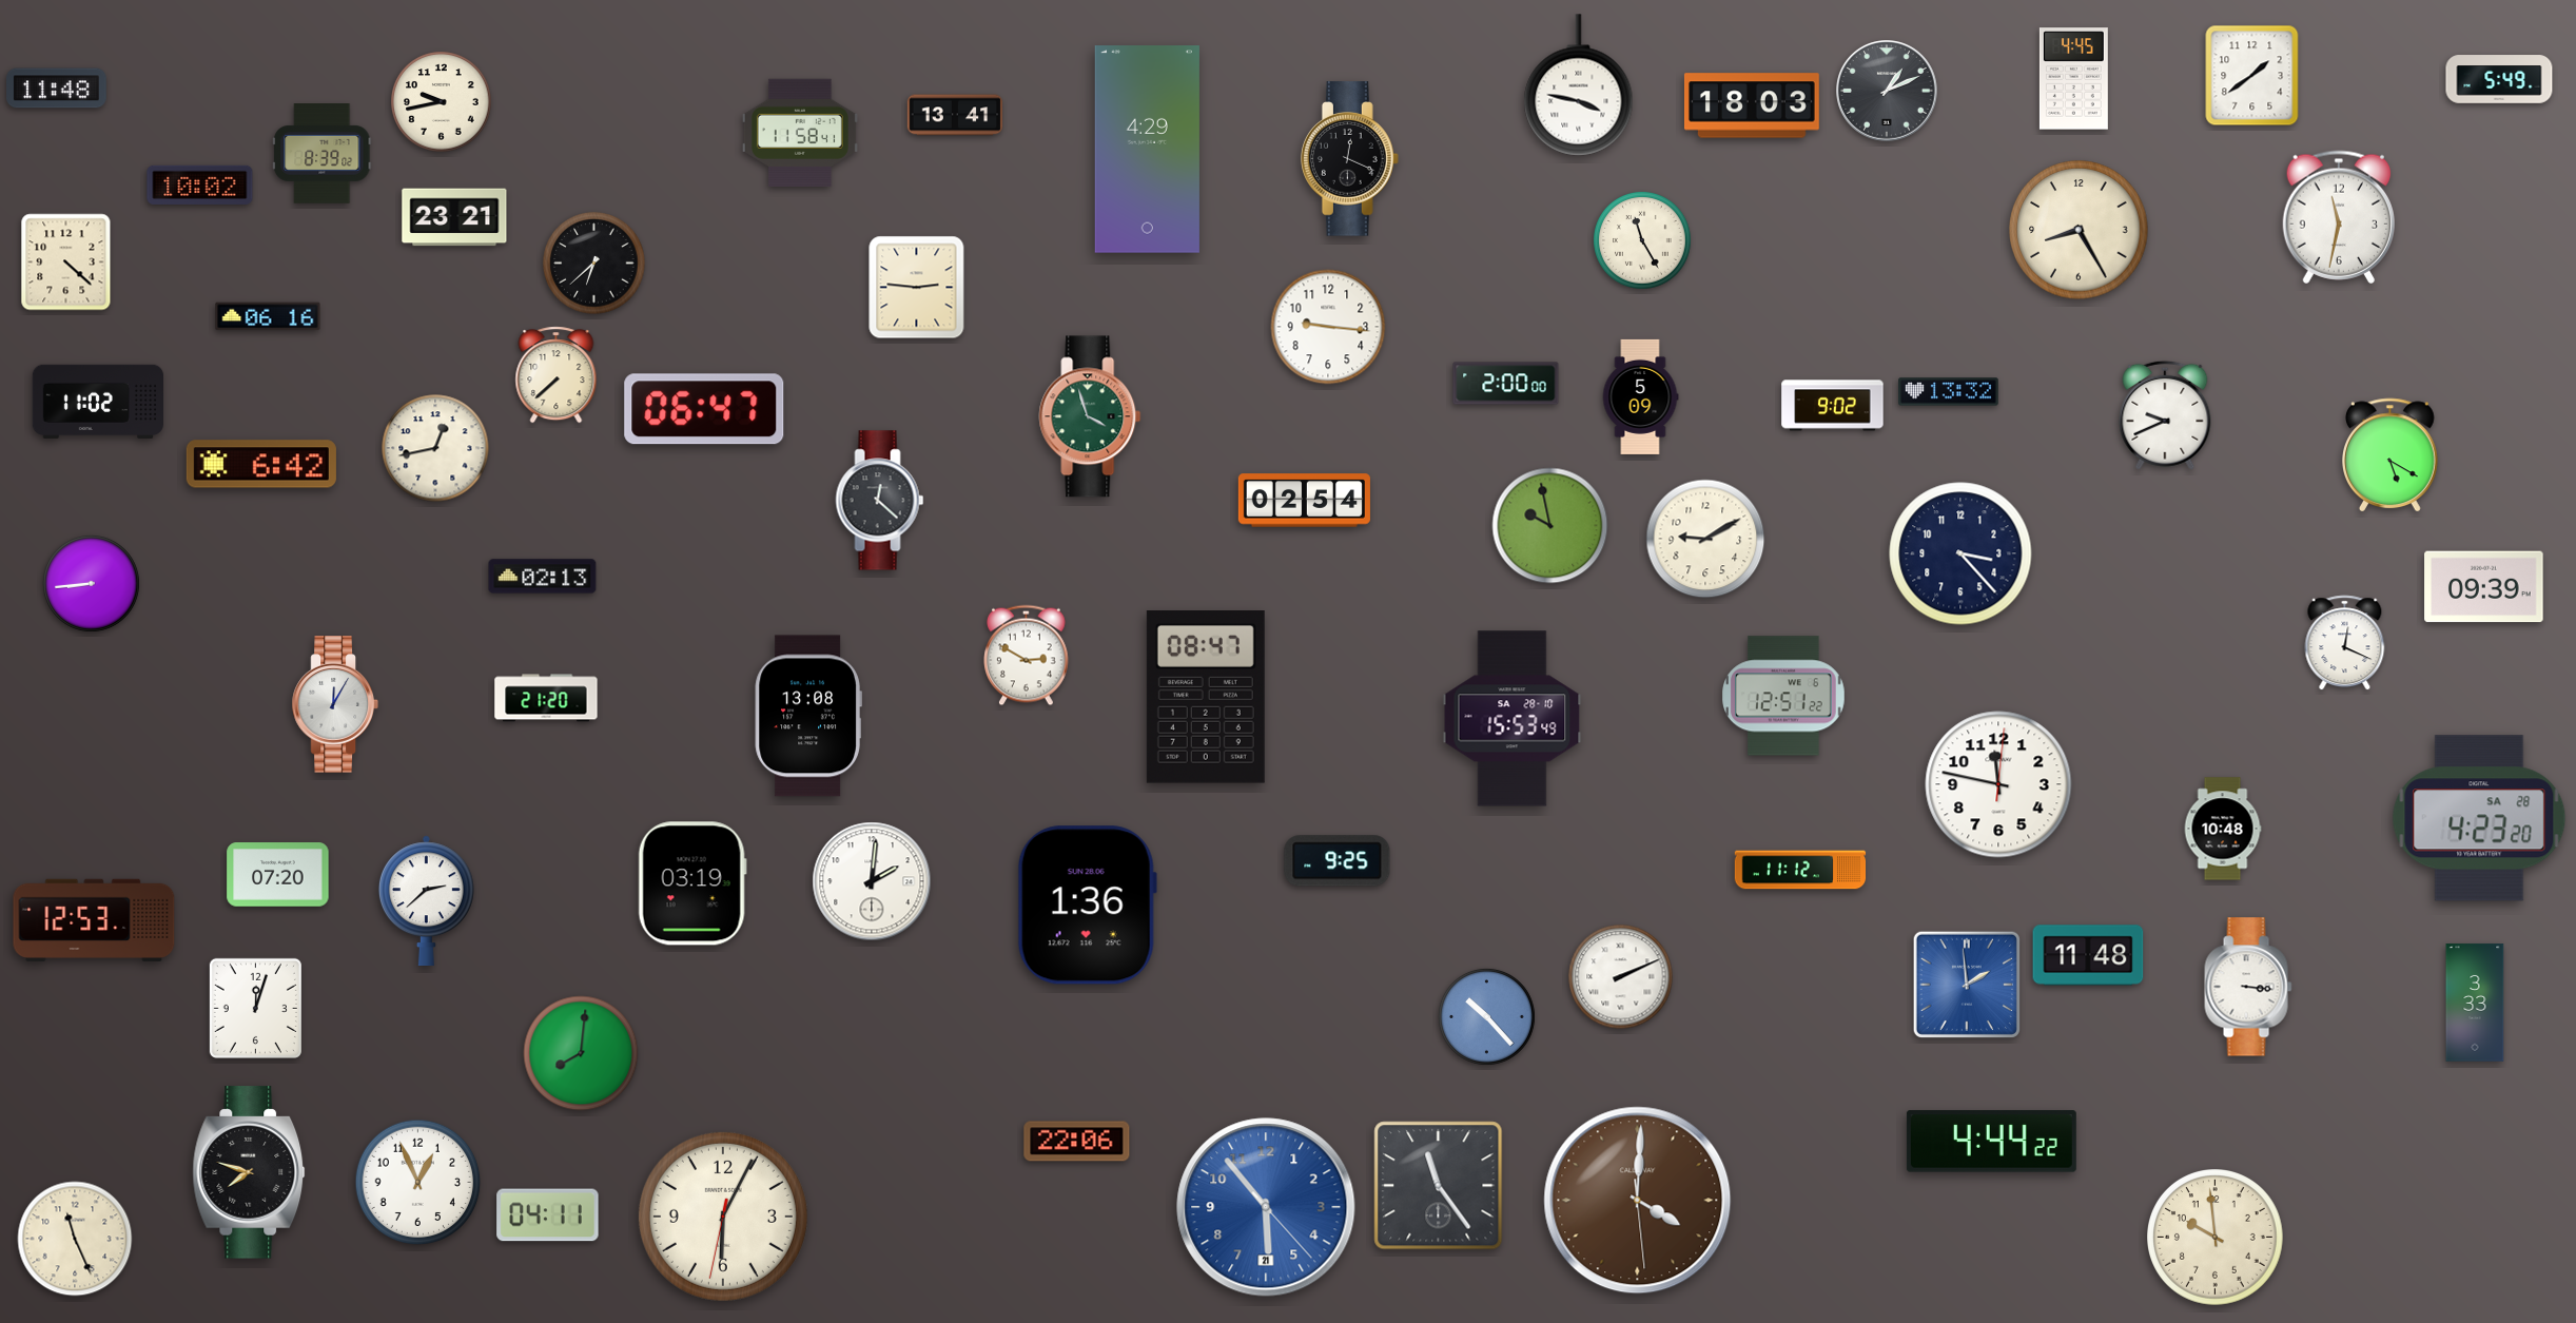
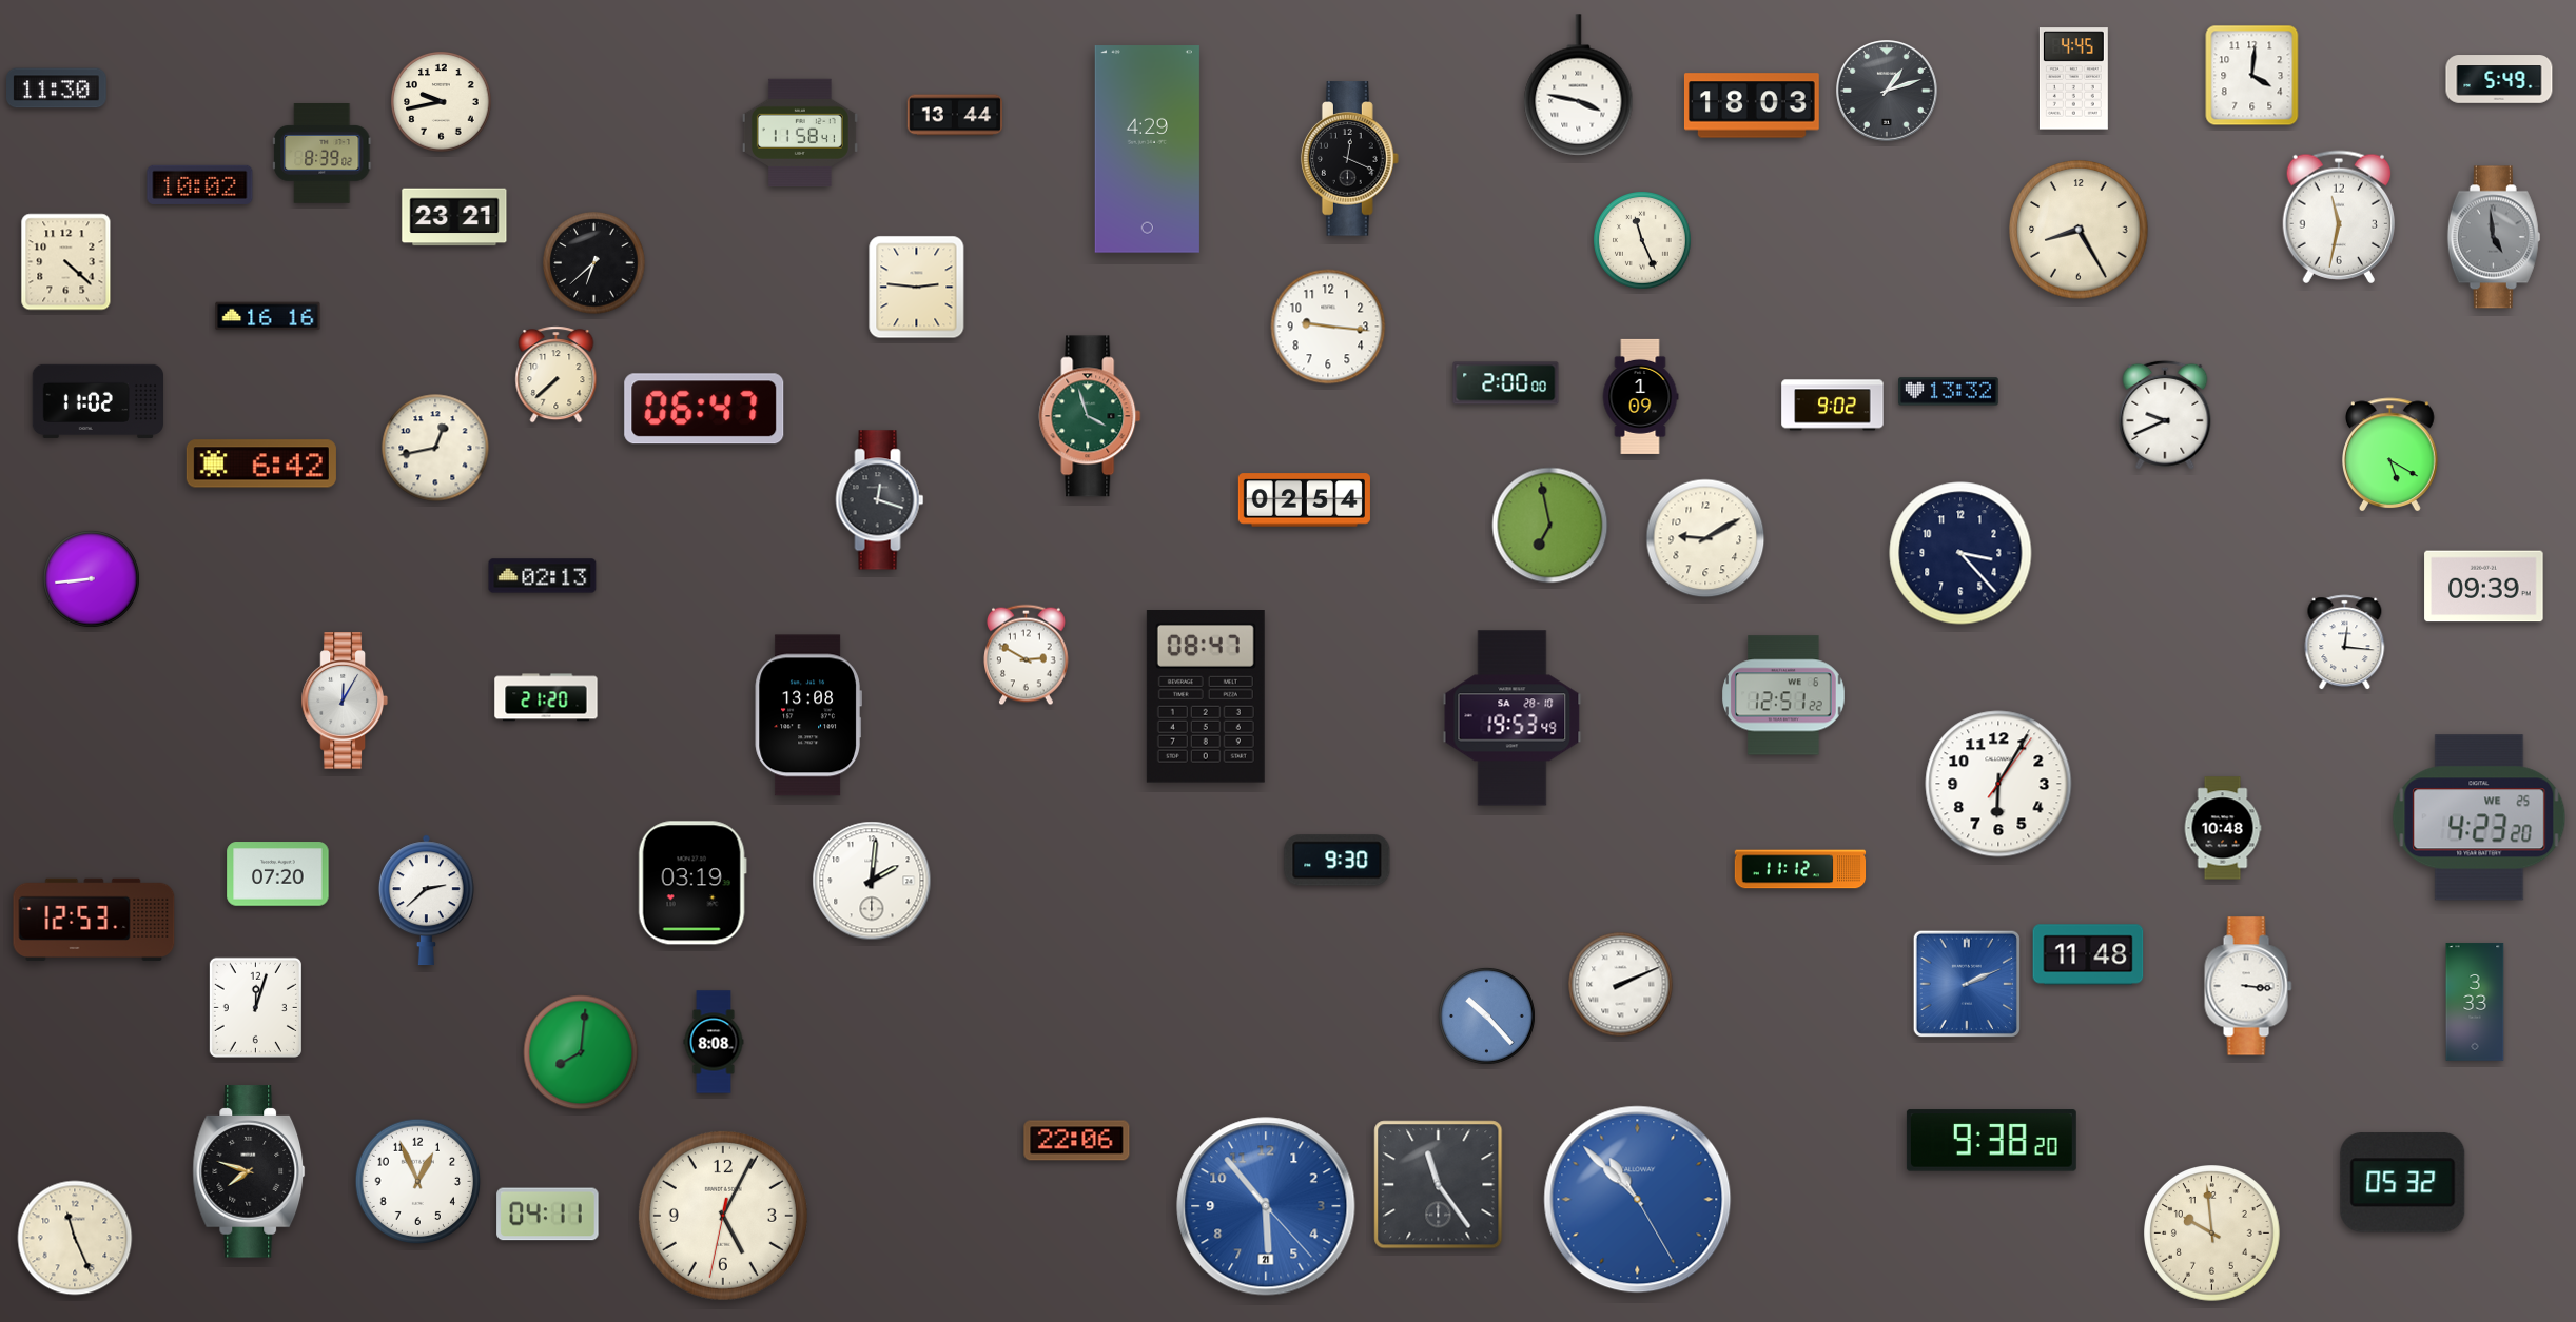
clock at (2252, 76): 1:39 -> 4:01
clock at (57, 89): 11:48 -> 11:30
clock at (1887, 91): 1:11 -> 1:12
clock at (955, 115): 13:41 -> 13:44
clock at (2494, 237): none -> 4:59
clock at (1643, 241): 11:25 -> 11:26
clock at (268, 316): 06:16 -> 16:16
clock at (1640, 396): 5:09 -> 1:09
clock at (880, 501): 12:22 -> 12:18
clock at (1550, 526): 9:58 -> 6:58
clock at (92, 584) position: (92, 584) -> (92, 579)
clock at (2345, 643): 12:19 -> 12:16
clock at (335, 704) position: (335, 704) -> (345, 701)
clock at (1513, 719): 15:53 -> 19:53
clock at (1998, 784): 11:47 -> 6:05
clock at (2479, 818) date: SA 28 -> WE 25
clock at (1338, 861): 9:25 -> 9:30
clock at (1087, 906): 1:36 -> none
clock at (1621, 977) position: (1621, 977) -> (1621, 985)
clock at (1967, 985): 1:59 -> 2:11
clock at (714, 1042): none -> 8:08
clock at (1991, 1142): 4:44 -> 9:38
clock at (2403, 1183): none -> 05:32
clock at (1638, 1201): 4:00 -> 10:52
clock at (1638, 1201) dial: brown -> blue
clock at (723, 1217): 6:04 -> 5:04
clock at (2216, 1238) position: (2216, 1238) -> (2212, 1234)
